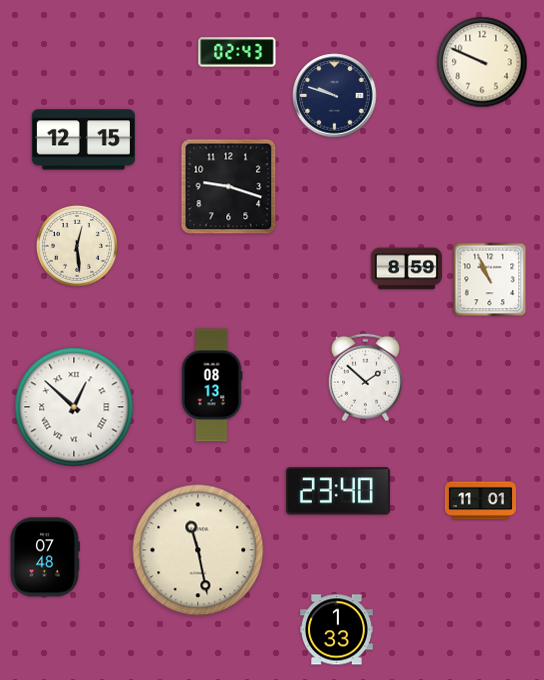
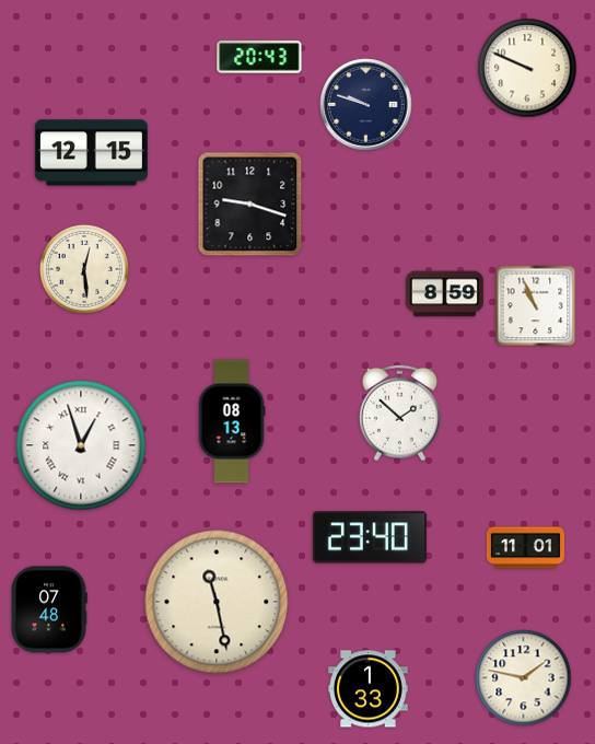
clock at (237, 52): 02:43 -> 20:43
clock at (74, 407): 12:52 -> 12:57
clock at (524, 678): none -> 1:47
